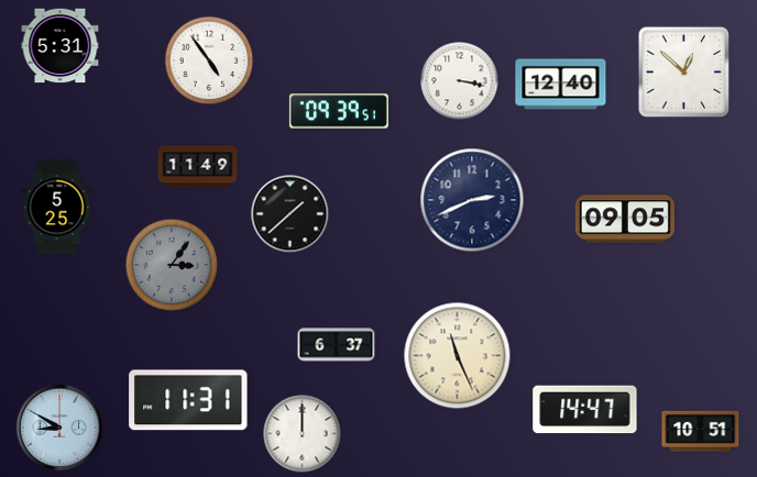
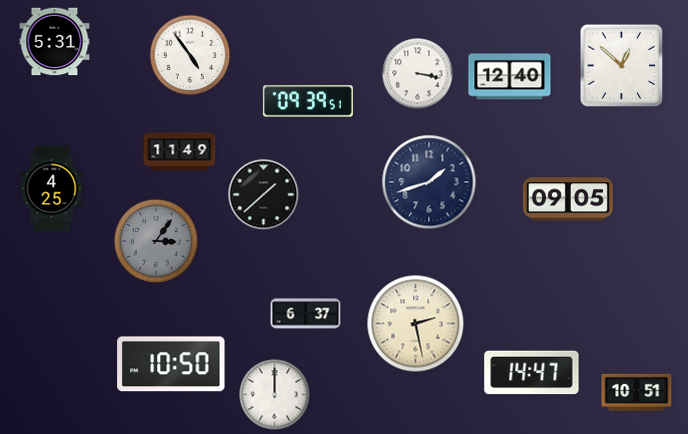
clock at (472, 200): 2:41 -> 1:42
clock at (57, 208): 5:25 -> 4:25
clock at (458, 356): 11:26 -> 2:28
clock at (188, 400): 11:31 -> 10:50
clock at (59, 428): 8:50 -> none
